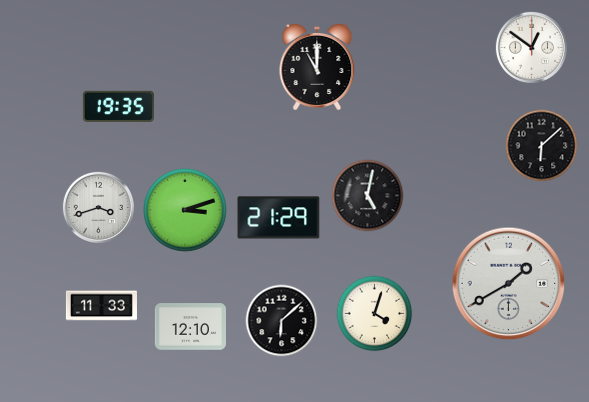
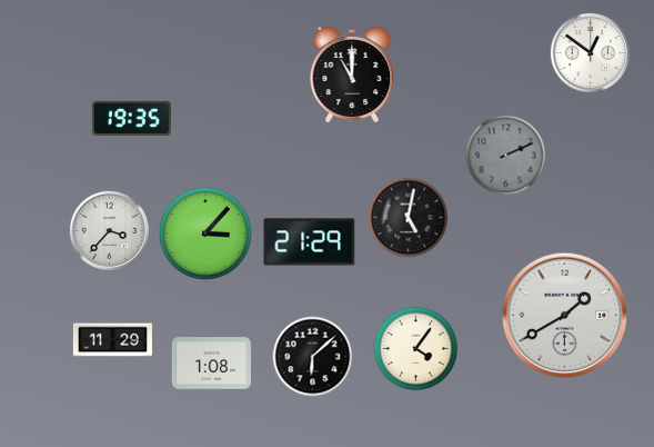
clock at (506, 156): none -> 2:11
clock at (542, 146): 6:08 -> none
clock at (98, 207): 3:42 -> 3:37
clock at (185, 210): 3:12 -> 3:07
clock at (101, 306): 11:33 -> 11:29
clock at (375, 314): 4:03 -> 4:06
clock at (190, 327): 12:10 -> 1:08
